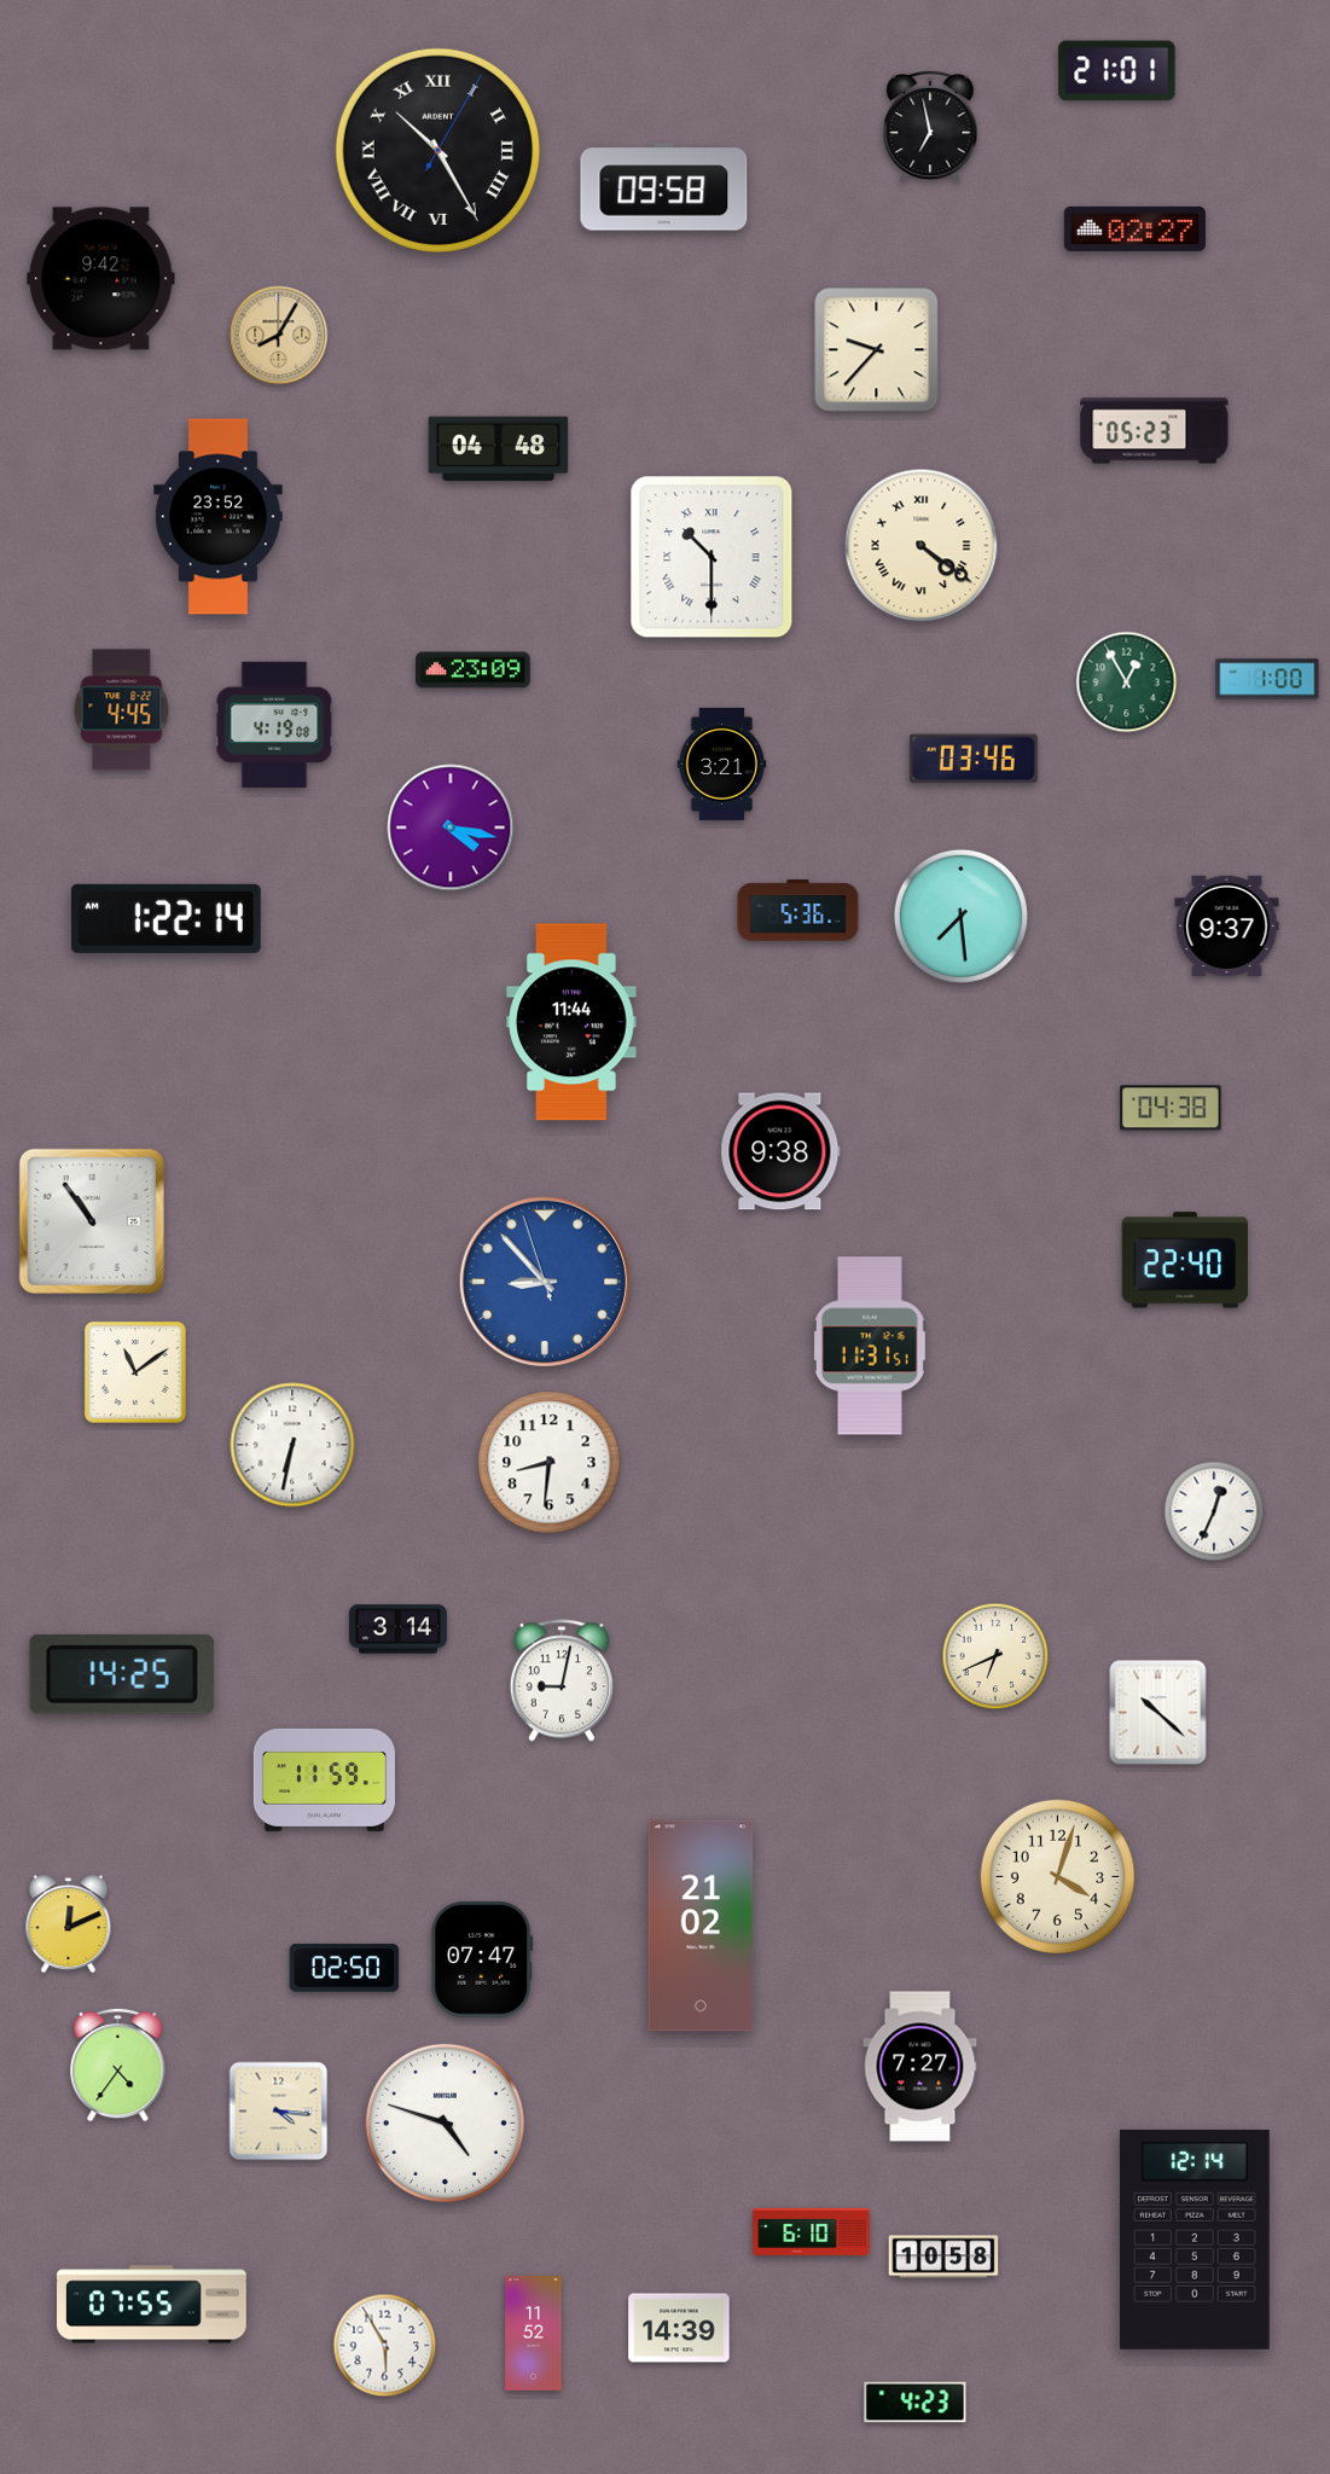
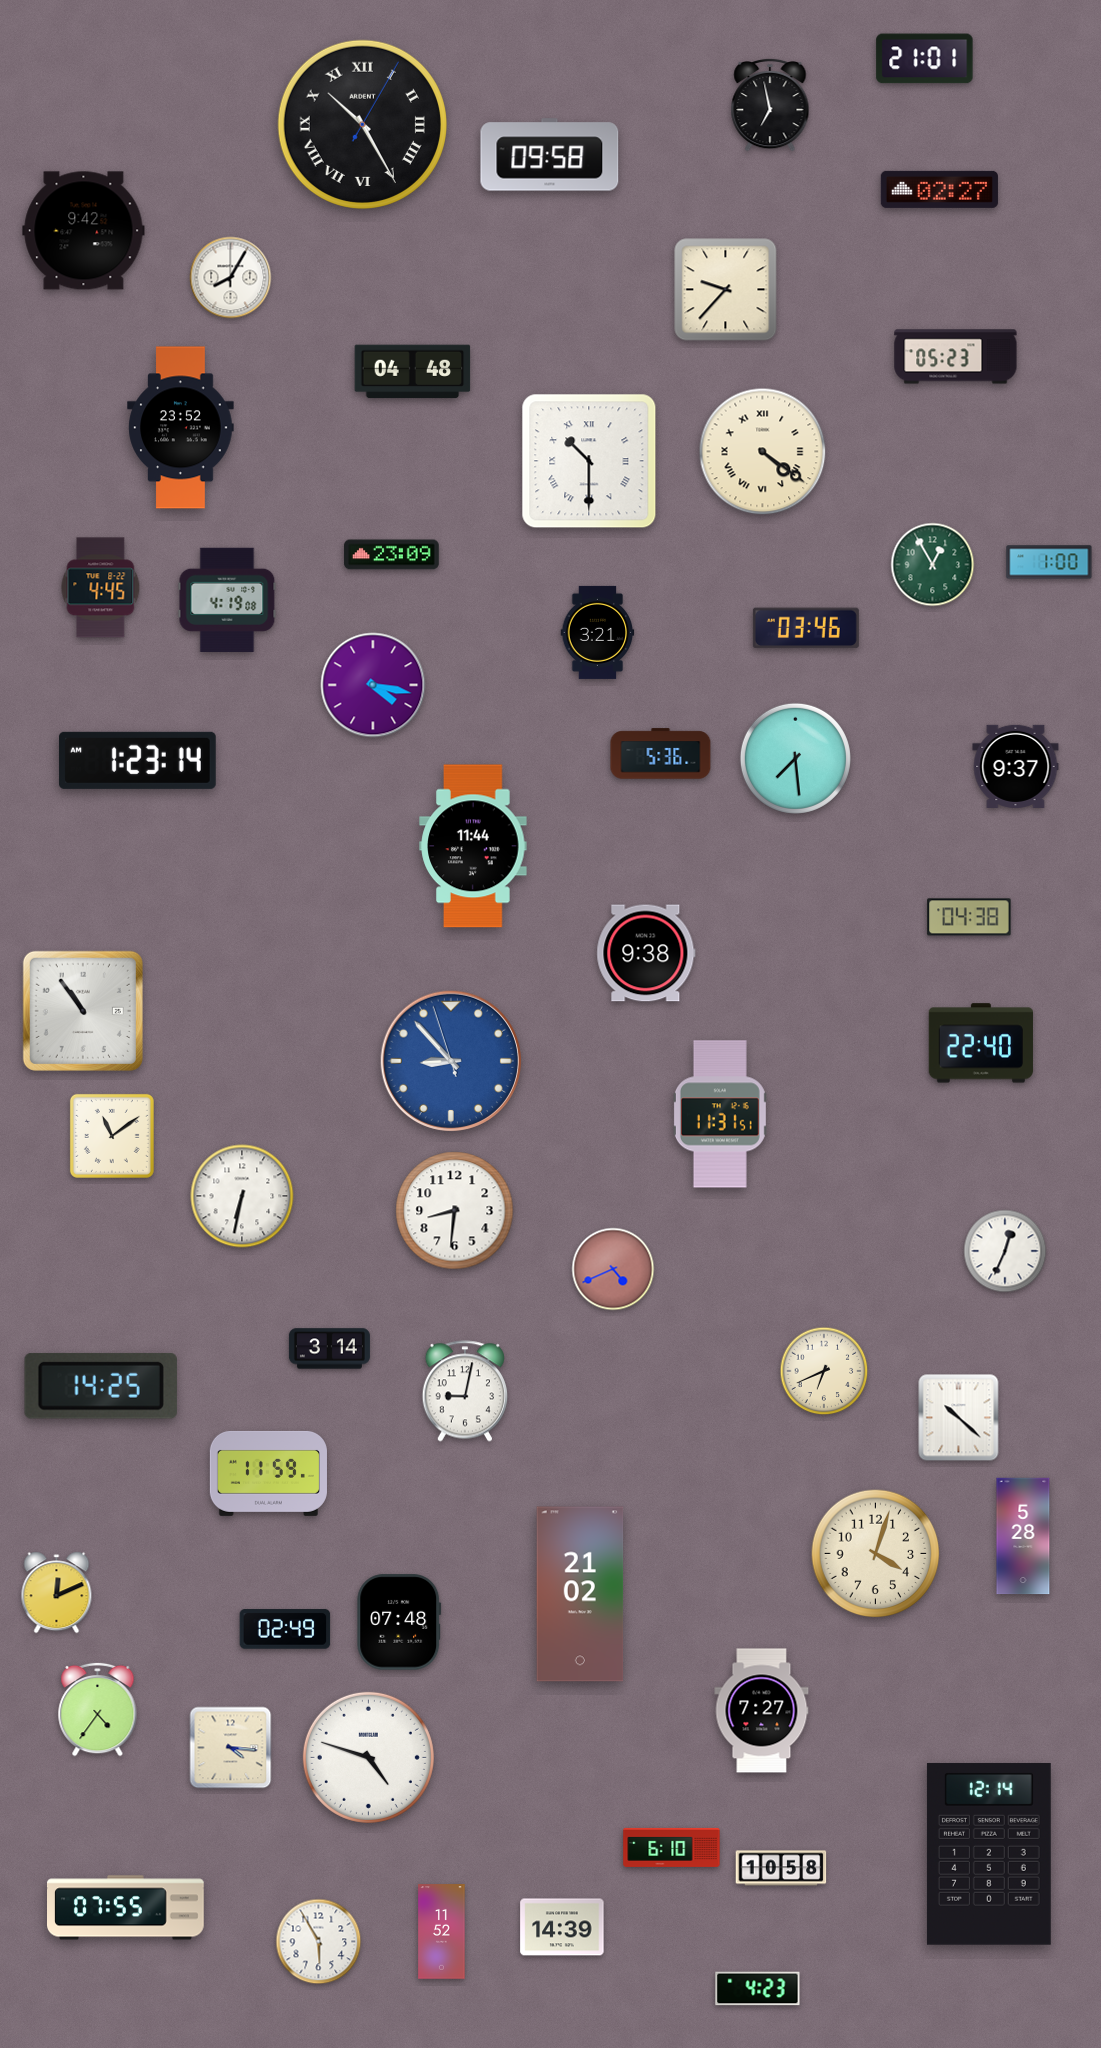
clock at (279, 336) dial: champagne -> white
clock at (165, 918): 1:22 -> 1:23
clock at (92, 1221) position: (92, 1221) -> (83, 1011)
clock at (613, 1269): none -> 4:41
clock at (1023, 1536): none -> 5:28
clock at (482, 1959): 07:47 -> 07:48
clock at (344, 1968): 02:50 -> 02:49
